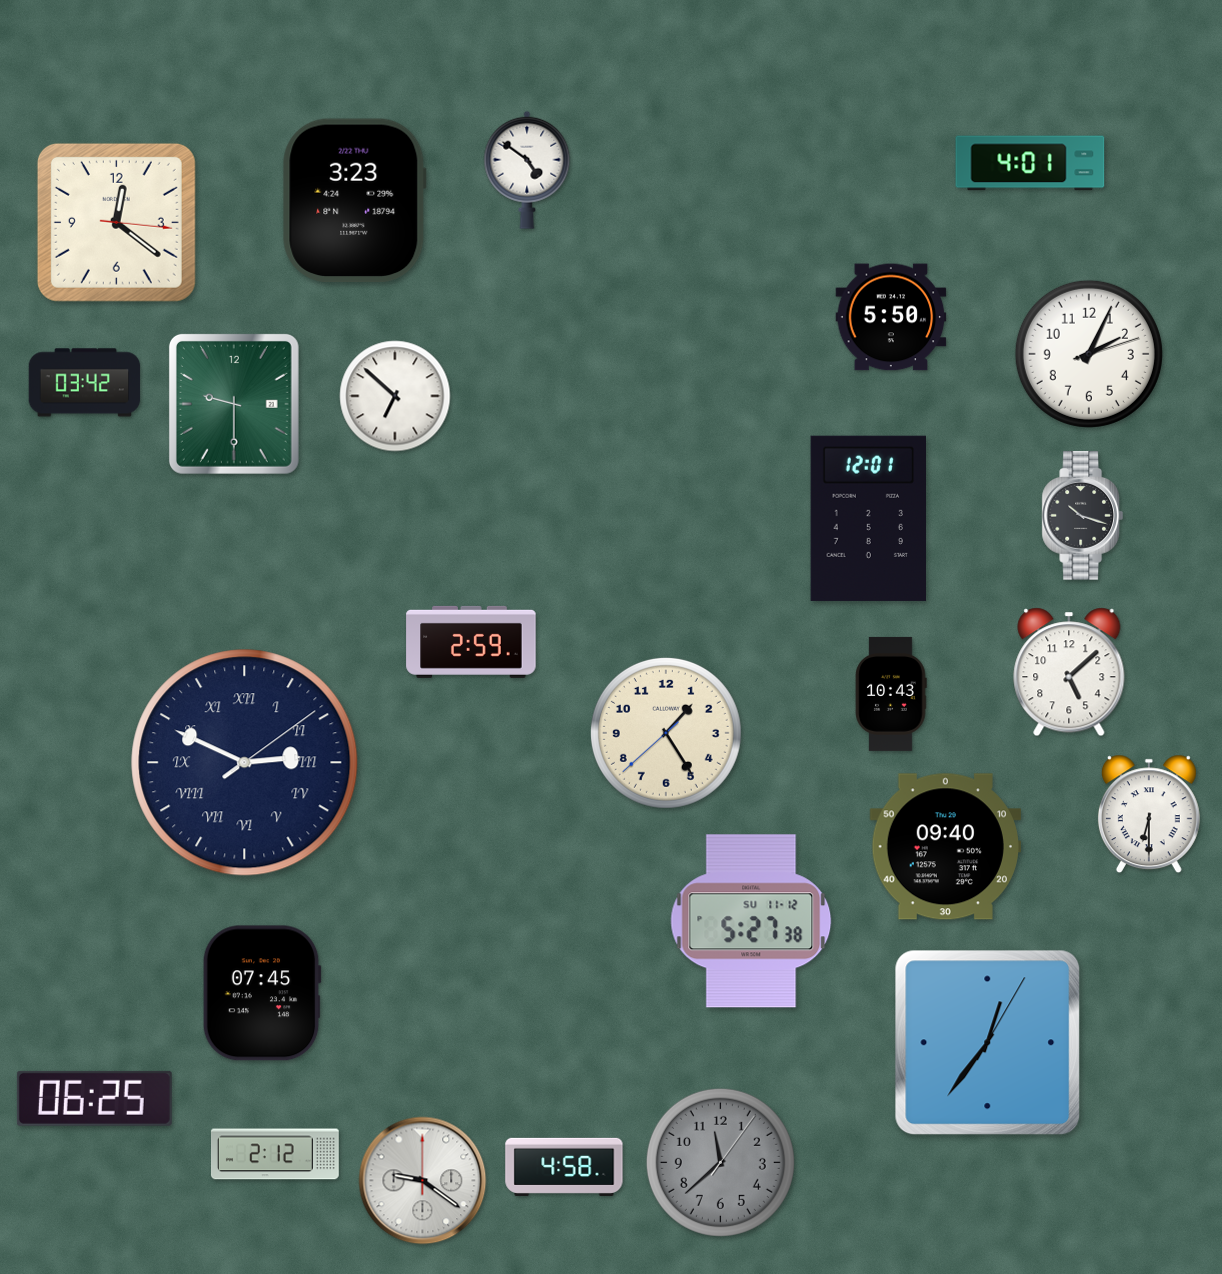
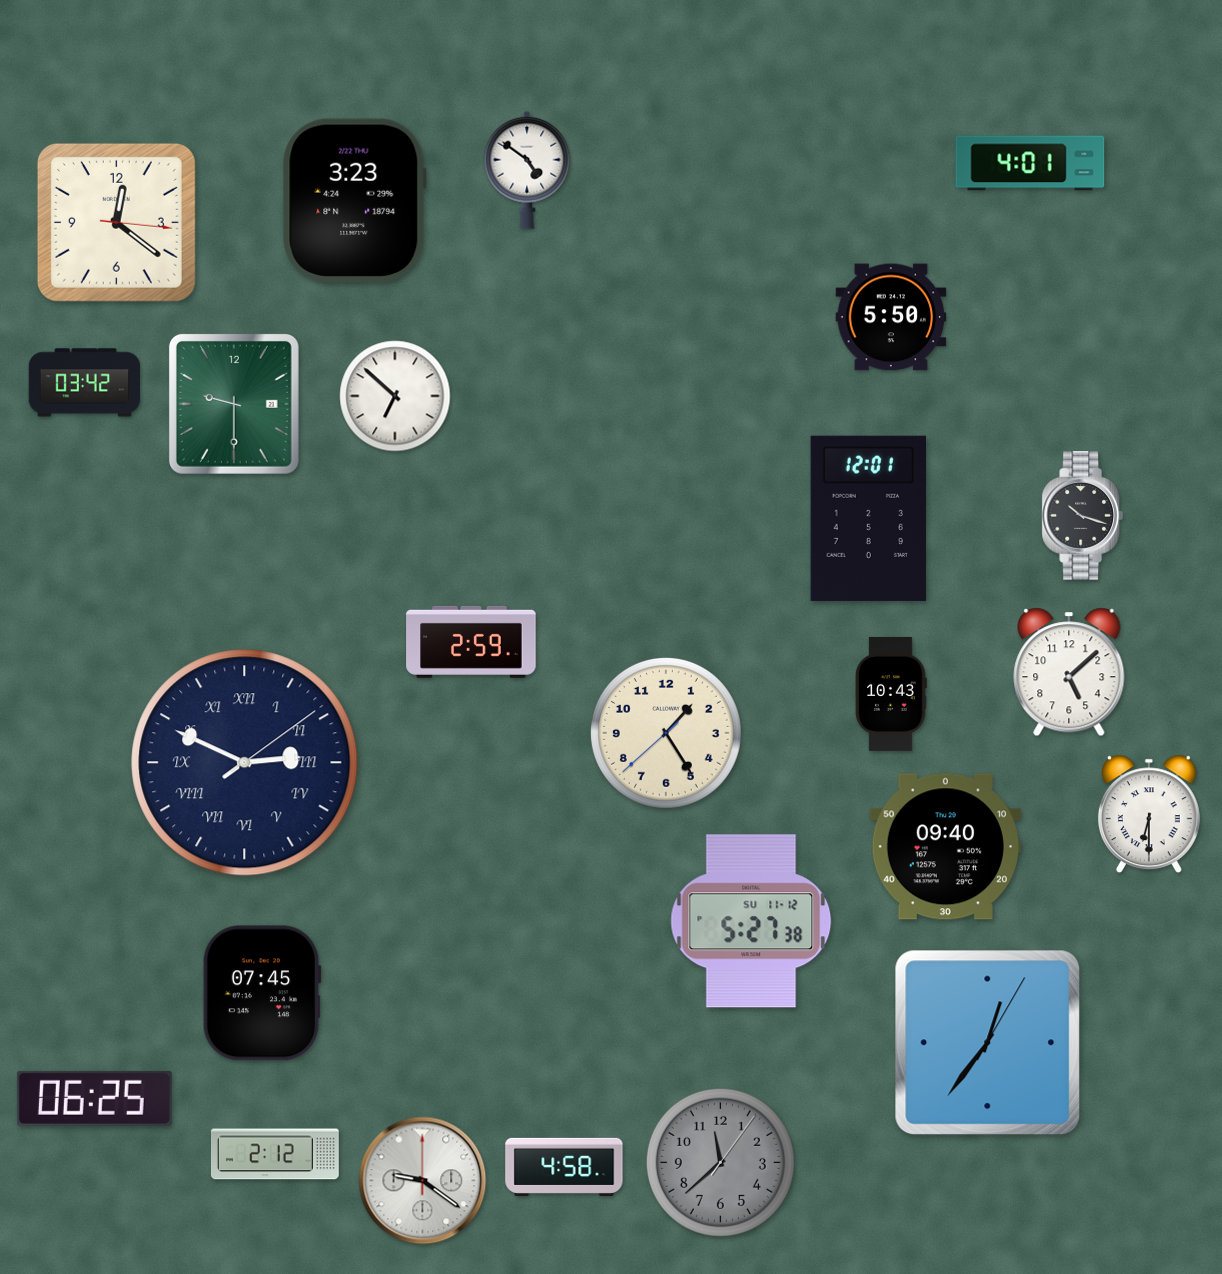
clock at (1089, 354): 2:04 -> none
